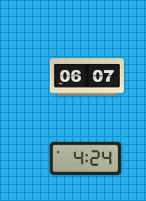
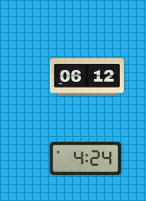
clock at (87, 77): 06:07 -> 06:12
